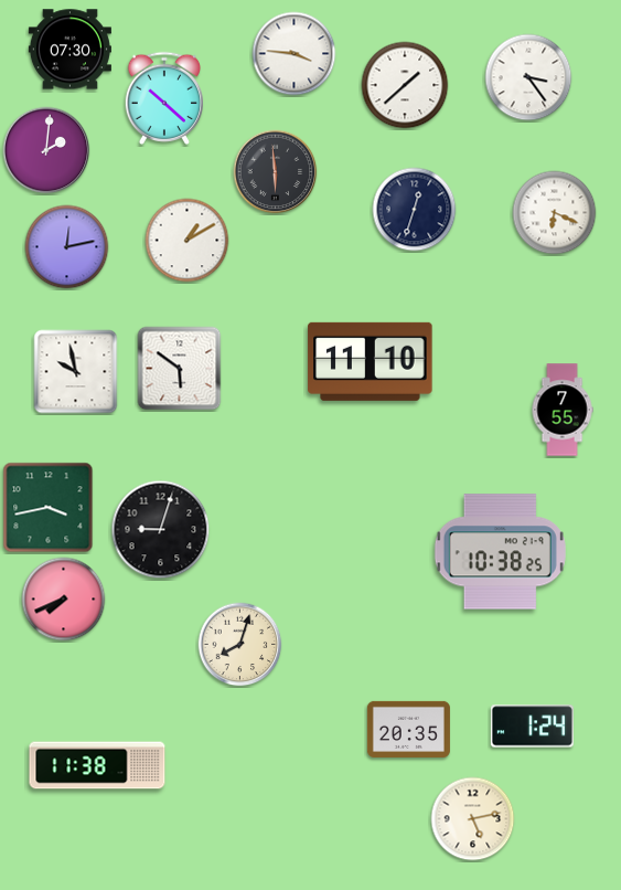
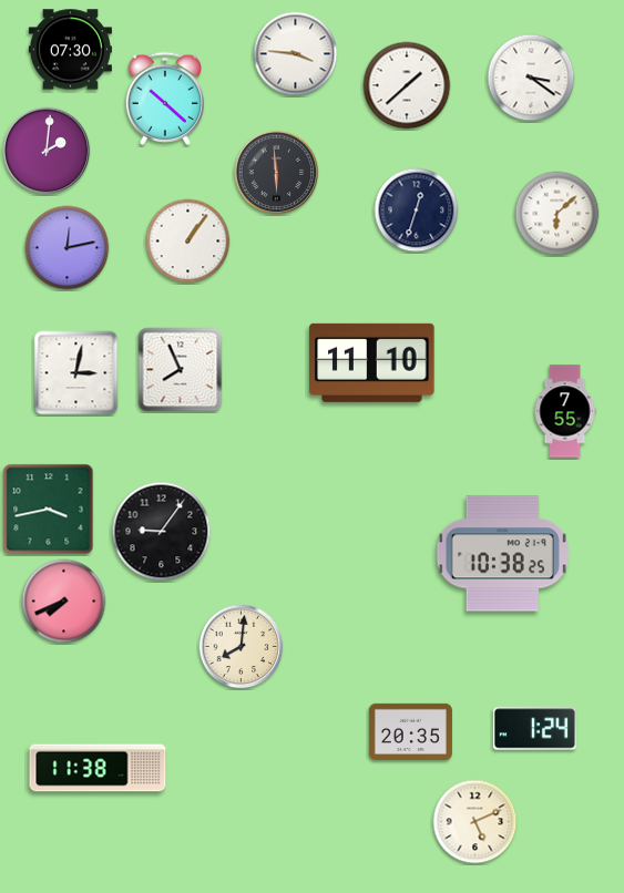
clock at (528, 77): 3:24 -> 3:21
clock at (555, 213): 6:19 -> 6:08
clock at (188, 241): 1:10 -> 1:06
clock at (180, 369): 5:51 -> 7:56
clock at (76, 372): 9:58 -> 3:02
clock at (161, 530): 9:03 -> 9:06
clock at (240, 645): 8:03 -> 8:01
clock at (473, 819): 5:13 -> 5:11
